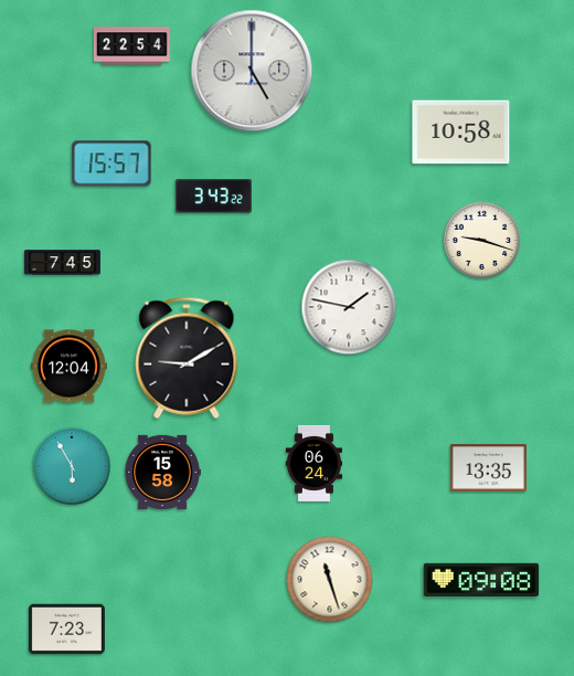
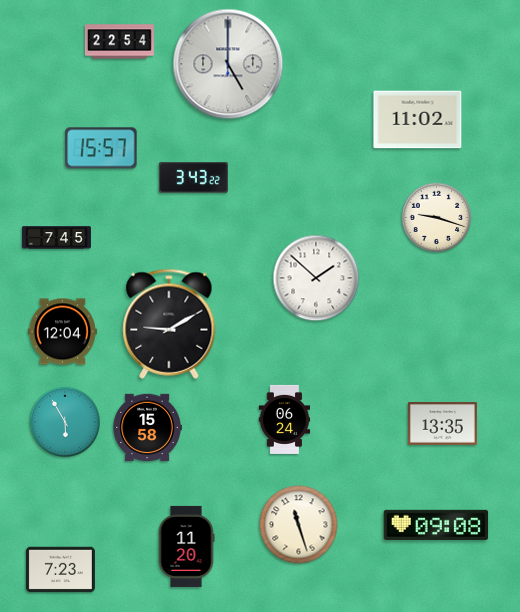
clock at (461, 133): 10:58 -> 11:02
clock at (349, 307): 1:47 -> 1:52
clock at (186, 546): none -> 11:20
